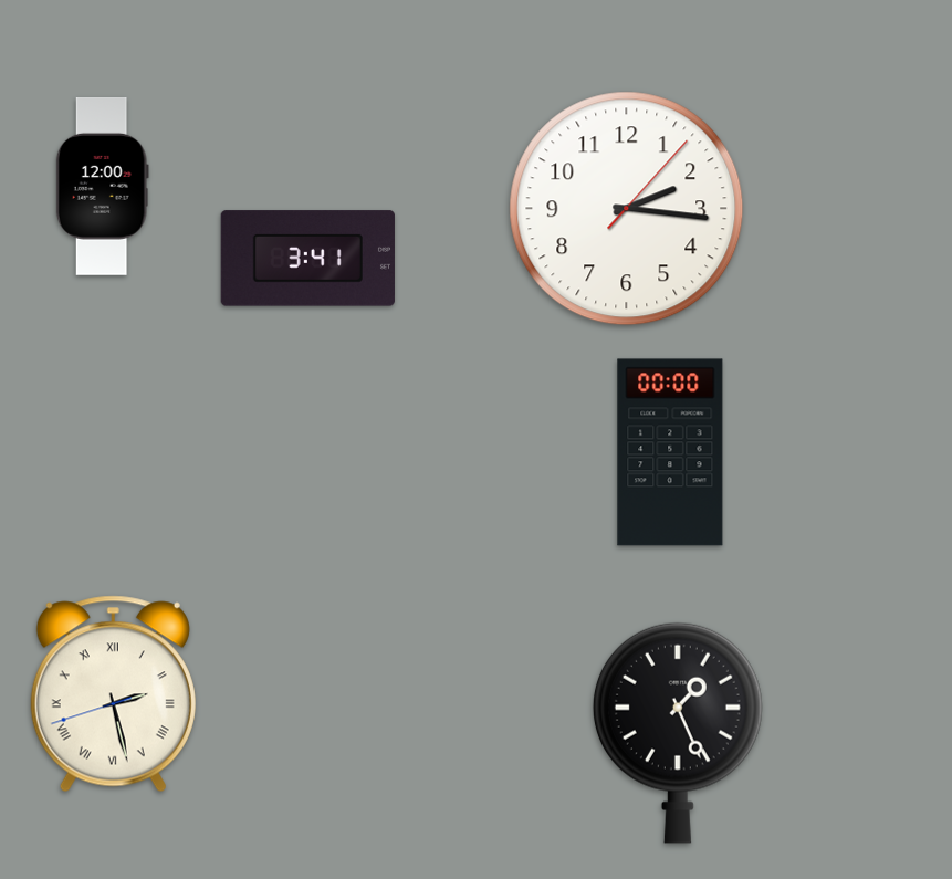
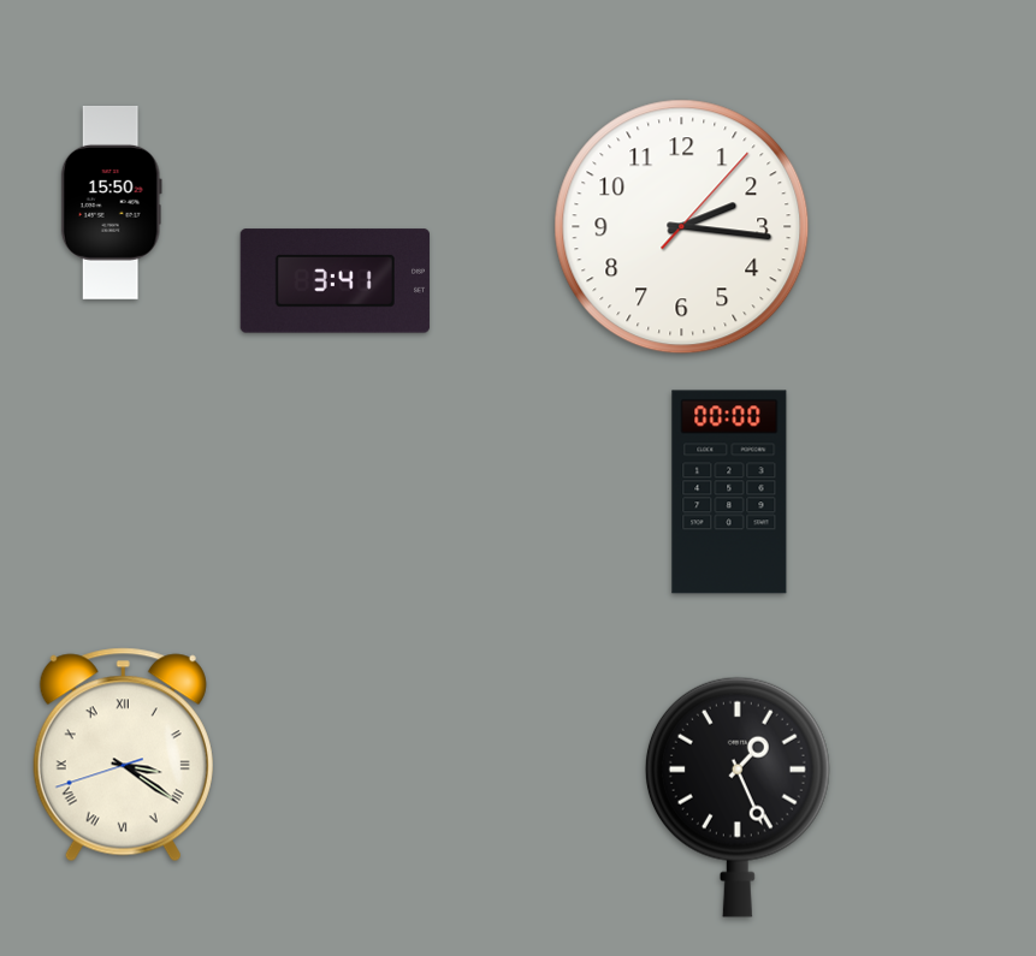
clock at (102, 186): 12:00 -> 15:50
clock at (113, 694): 2:27 -> 3:20
